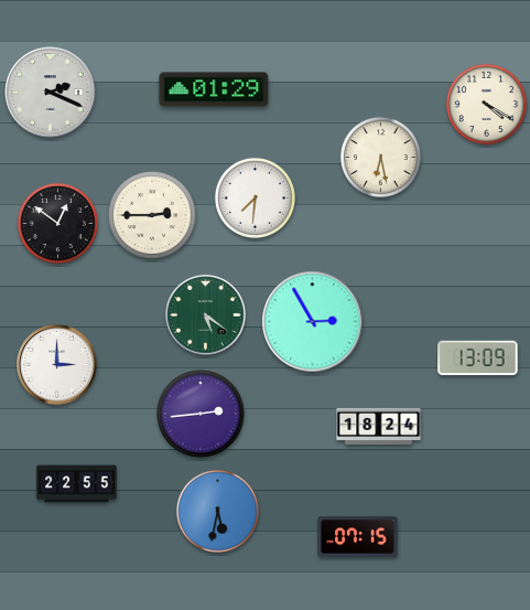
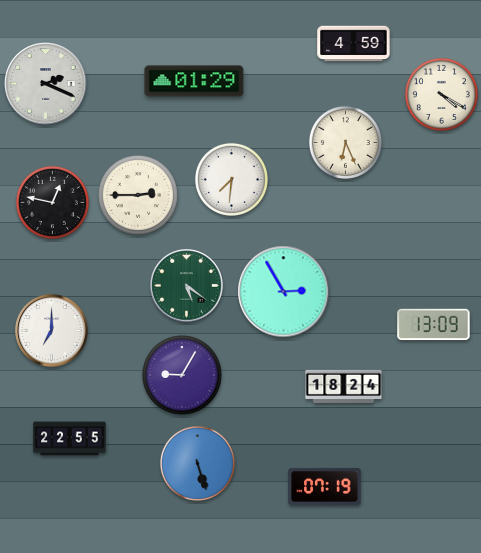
clock at (354, 44): none -> 4:59
clock at (380, 157): 6:28 -> 6:26
clock at (57, 223): 12:51 -> 12:47
clock at (57, 365): 3:00 -> 7:00
clock at (202, 415): 2:44 -> 9:05
clock at (217, 511): 5:32 -> 5:27
clock at (358, 536): 07:15 -> 07:19
